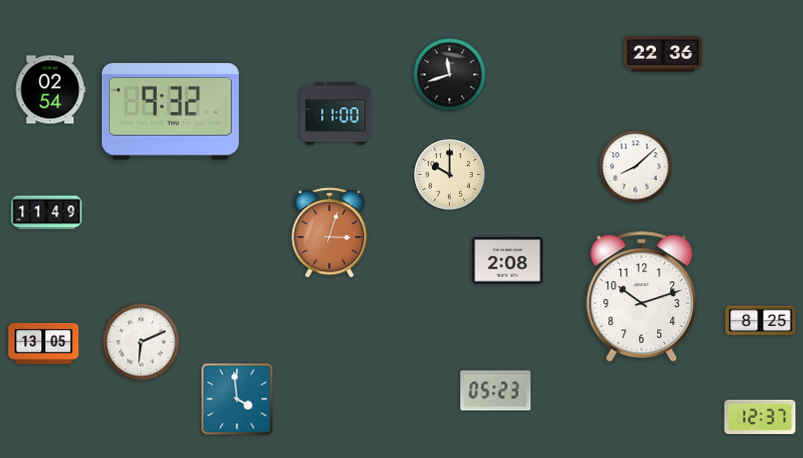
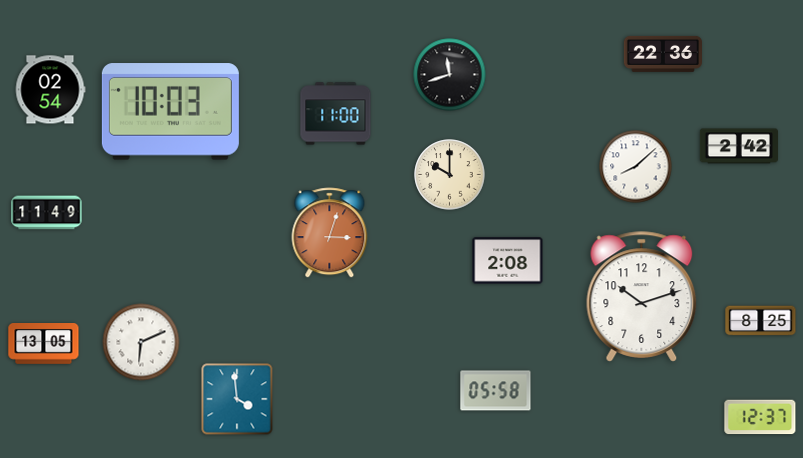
clock at (170, 112): 9:32 -> 10:03
clock at (738, 146): none -> 2:42
clock at (496, 391): 05:23 -> 05:58
